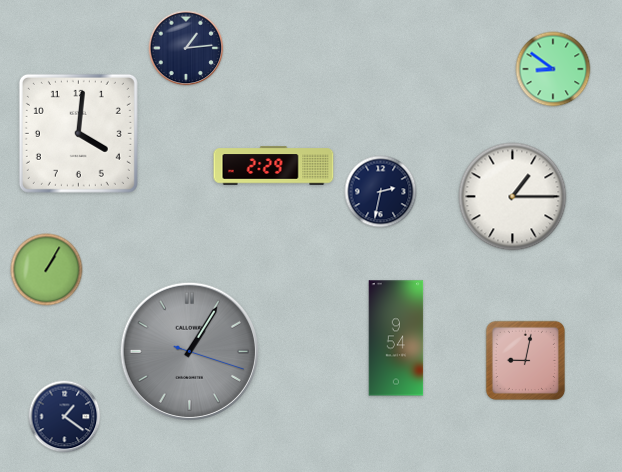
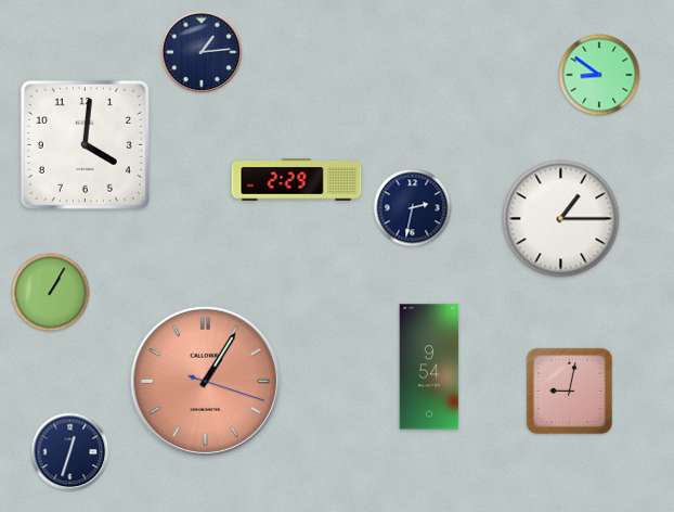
clock at (513, 197) position: (513, 197) -> (561, 219)
clock at (189, 351) dial: grey -> salmon
clock at (65, 417): 1:21 -> 12:33
